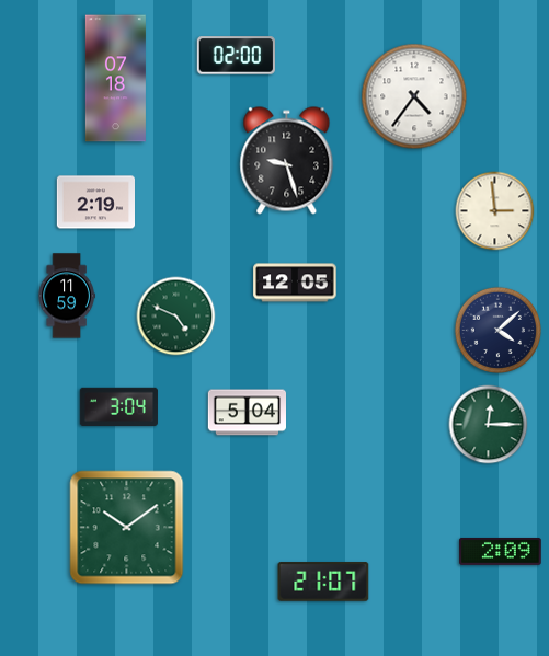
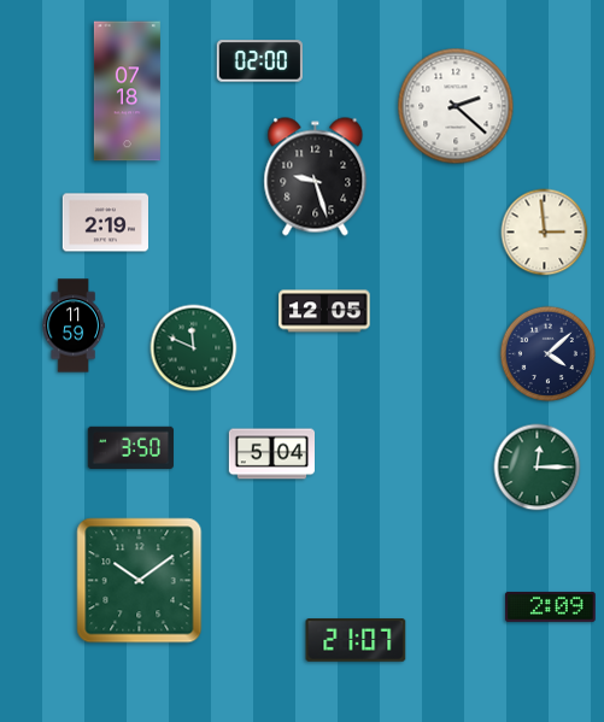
clock at (115, 79) position: (115, 79) -> (127, 92)
clock at (414, 96): 4:36 -> 2:22
clock at (176, 317): 4:49 -> 11:49
clock at (497, 330) position: (497, 330) -> (547, 353)
clock at (118, 406): 3:04 -> 3:50
